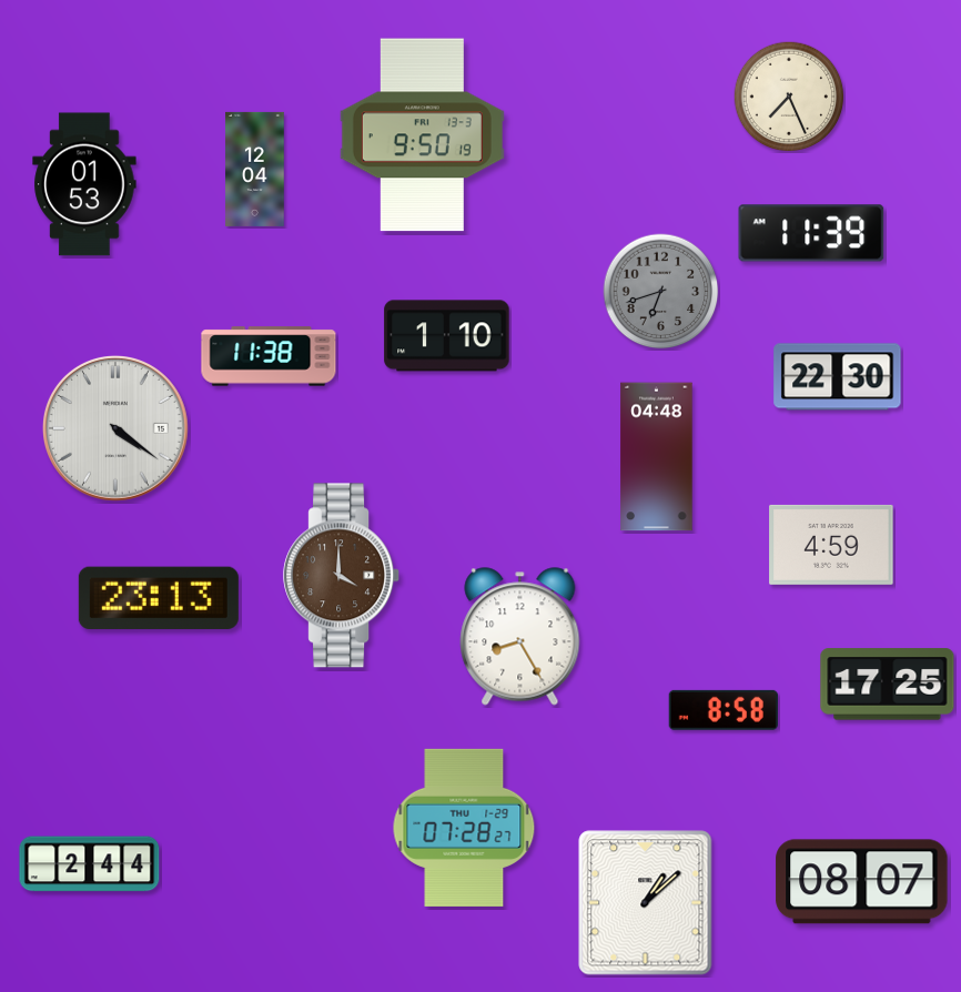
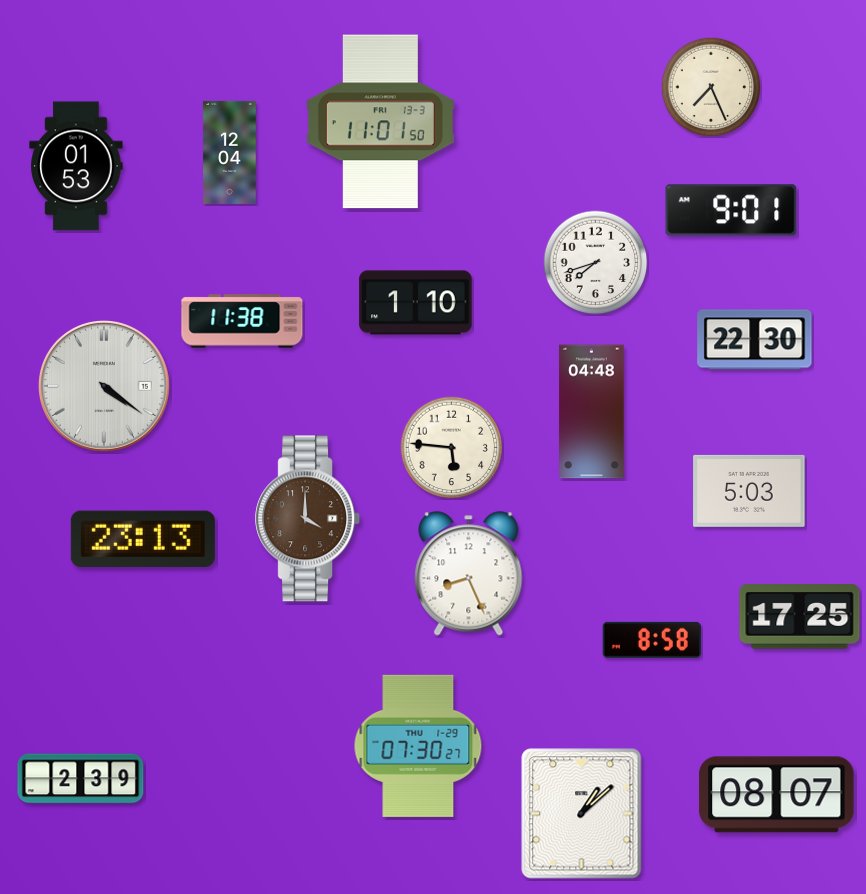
clock at (422, 135): 9:50 -> 11:01
clock at (811, 233): 11:39 -> 9:01
clock at (661, 292): 6:42 -> 7:42
clock at (661, 292) dial: grey -> white
clock at (447, 336) position: (447, 336) -> (416, 303)
clock at (452, 448): none -> 5:46
clock at (831, 545): 4:59 -> 5:03
clock at (520, 637): 8:25 -> 8:26
clock at (464, 828): 07:28 -> 07:30
clock at (90, 864): 2:44 -> 2:39
